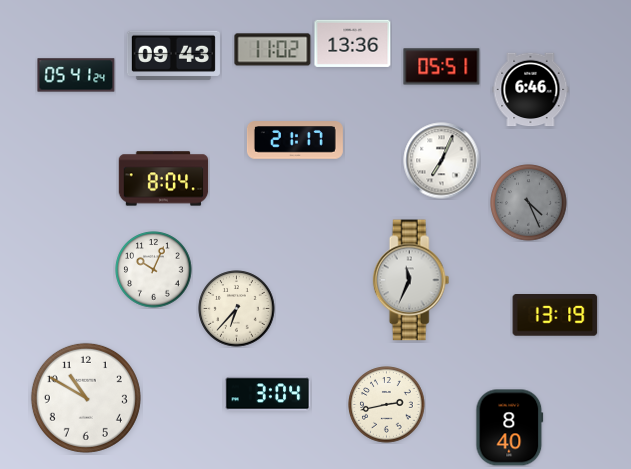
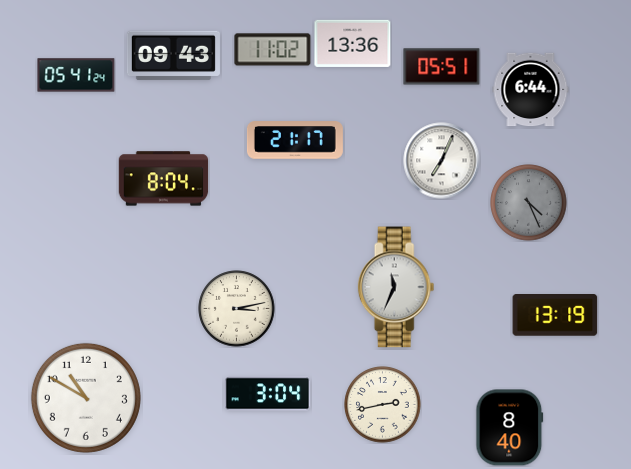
clock at (531, 90): 6:46 -> 6:44
clock at (154, 270): 10:04 -> none
clock at (411, 280) position: (411, 280) -> (396, 287)
clock at (237, 309): 6:37 -> 3:13
clock at (387, 405) position: (387, 405) -> (383, 405)
